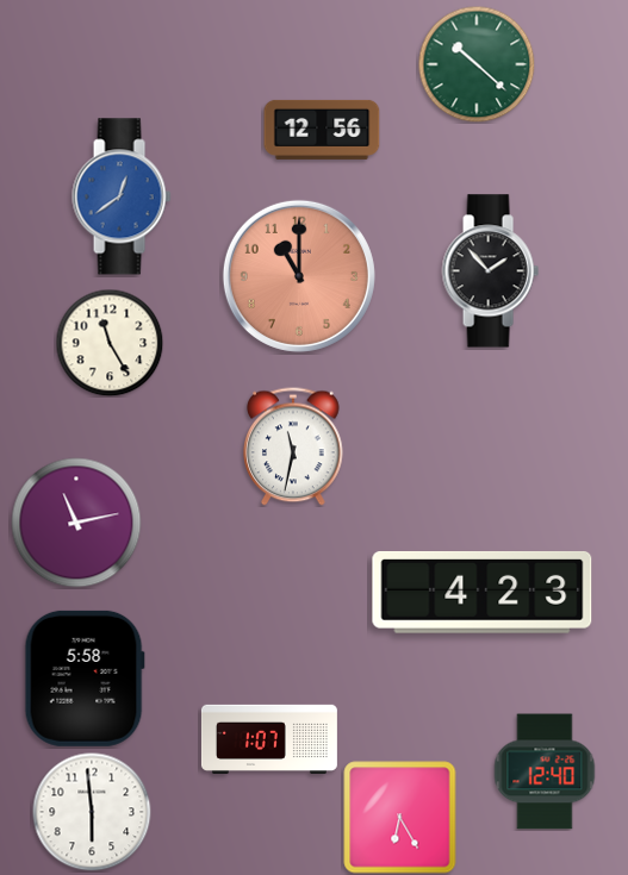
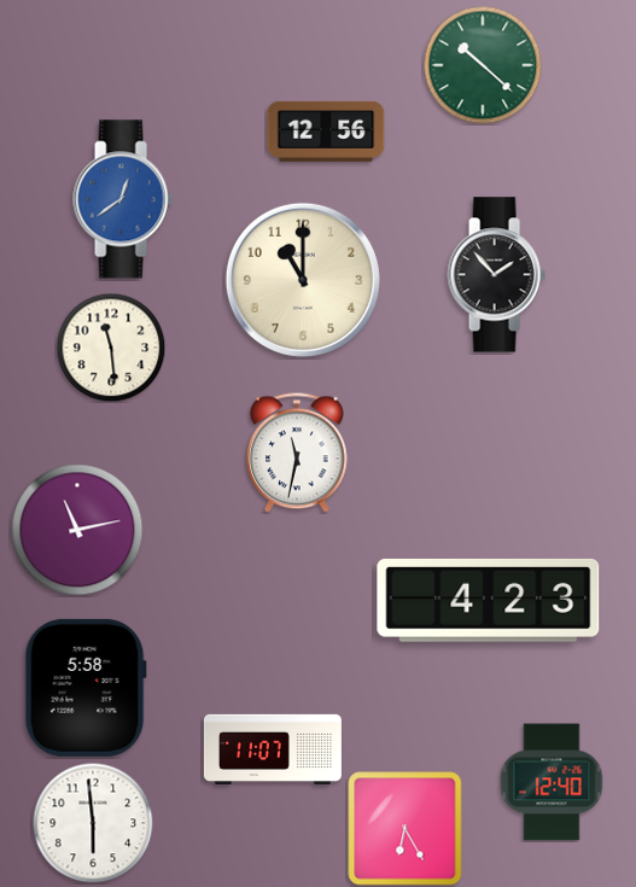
clock at (299, 276) dial: salmon -> cream
clock at (110, 343): 11:25 -> 11:29
clock at (269, 738): 1:07 -> 11:07
